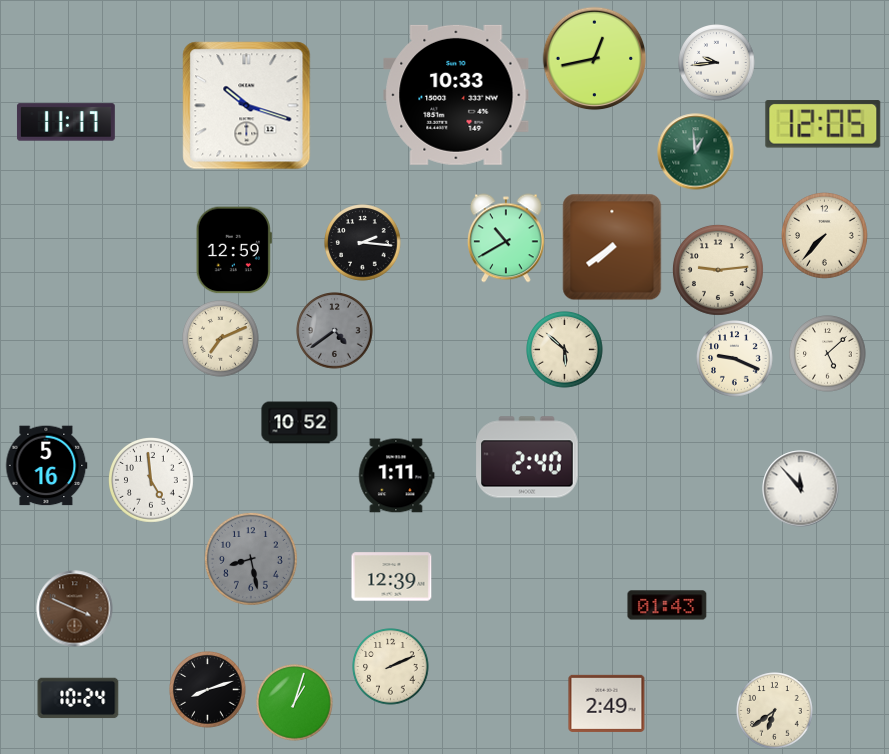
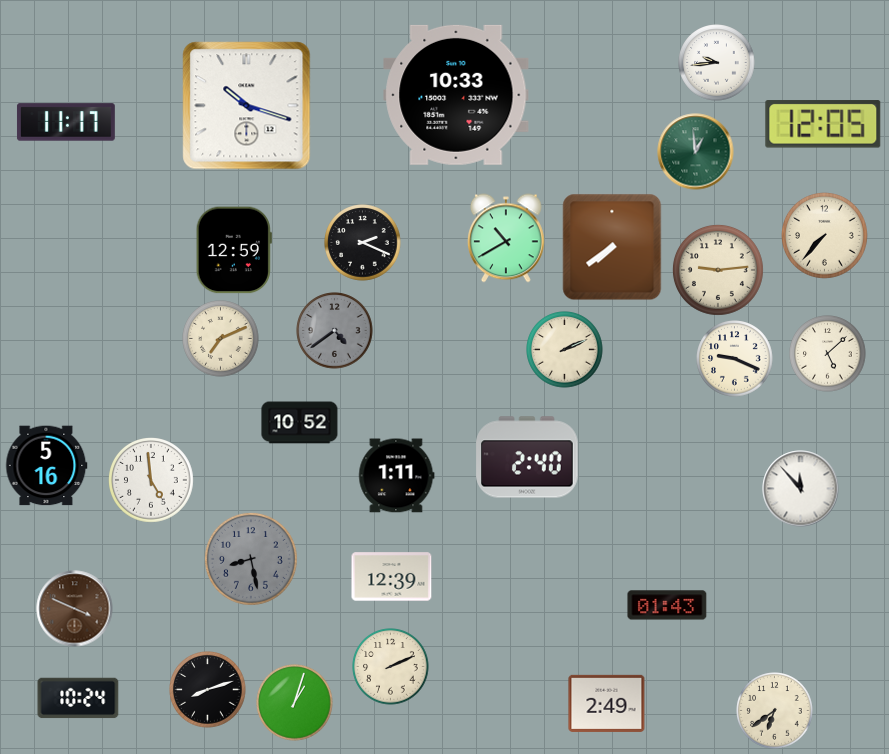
clock at (595, 59): 12:43 -> none
clock at (363, 243): 2:16 -> 2:19
clock at (565, 350): 5:52 -> 2:11
